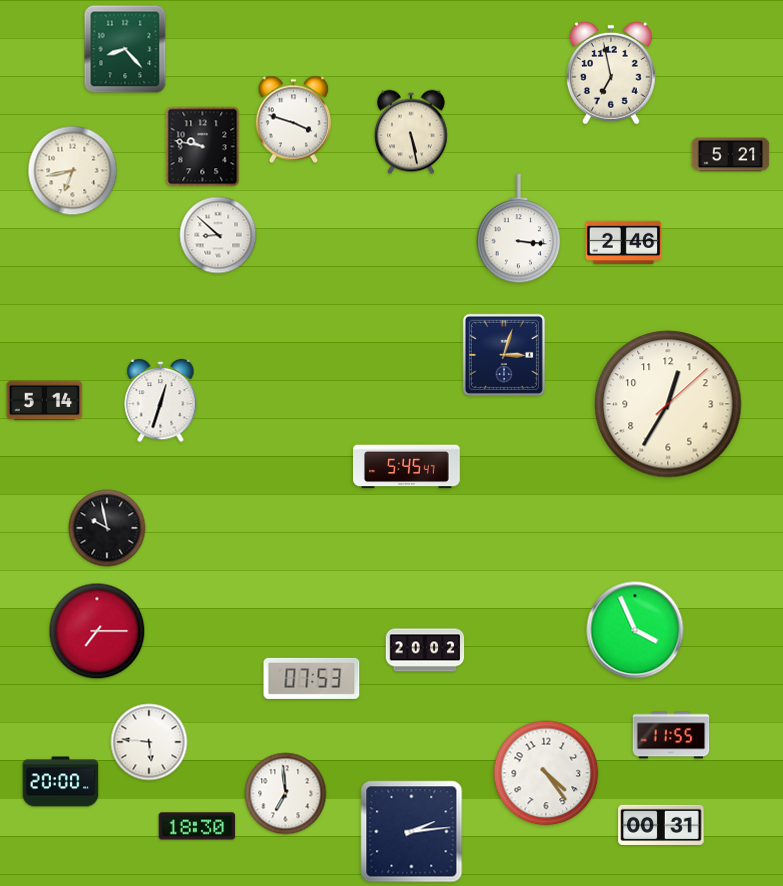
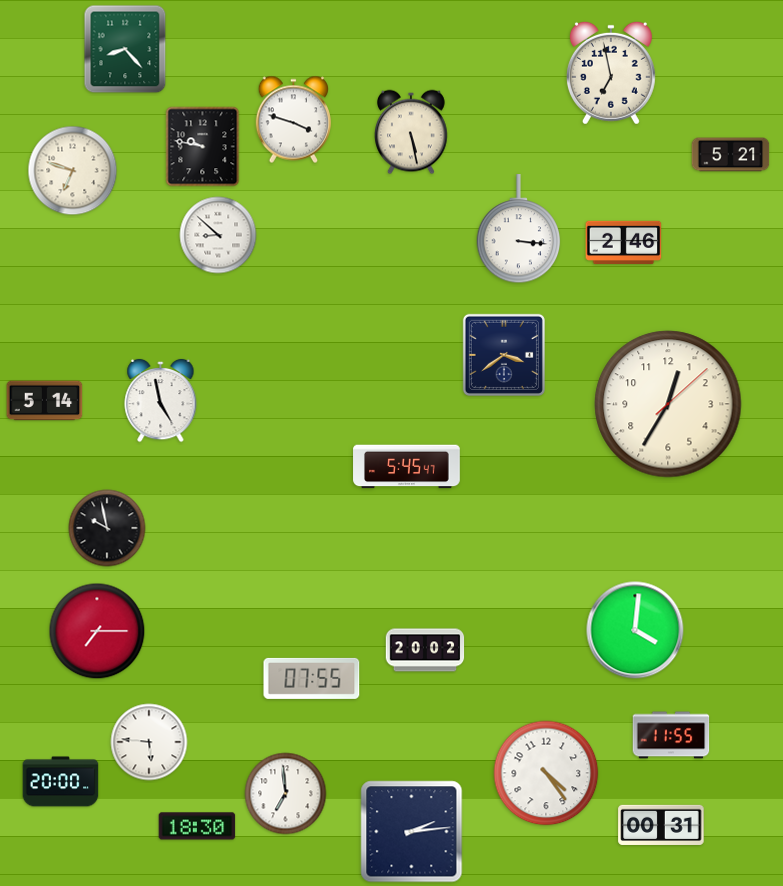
clock at (73, 171): 6:43 -> 6:48
clock at (504, 355): 3:03 -> 3:39
clock at (161, 401): 12:33 -> 4:58
clock at (635, 630): 3:56 -> 4:01
clock at (312, 678): 07:53 -> 07:55
